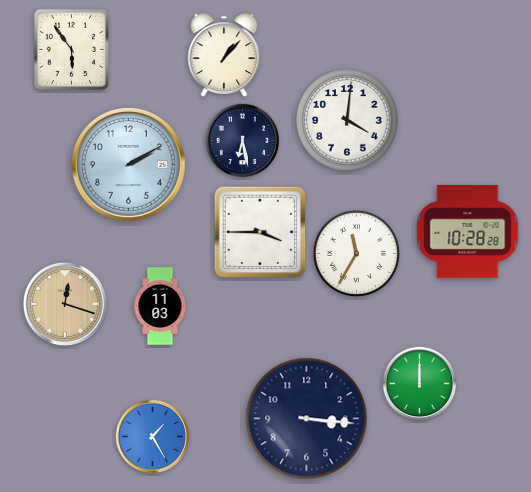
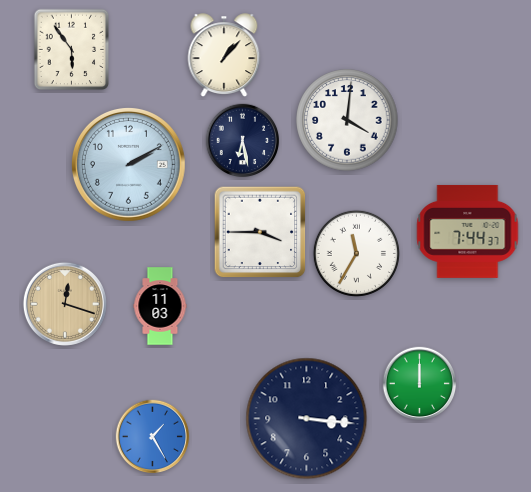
clock at (468, 231): 10:28 -> 7:44
